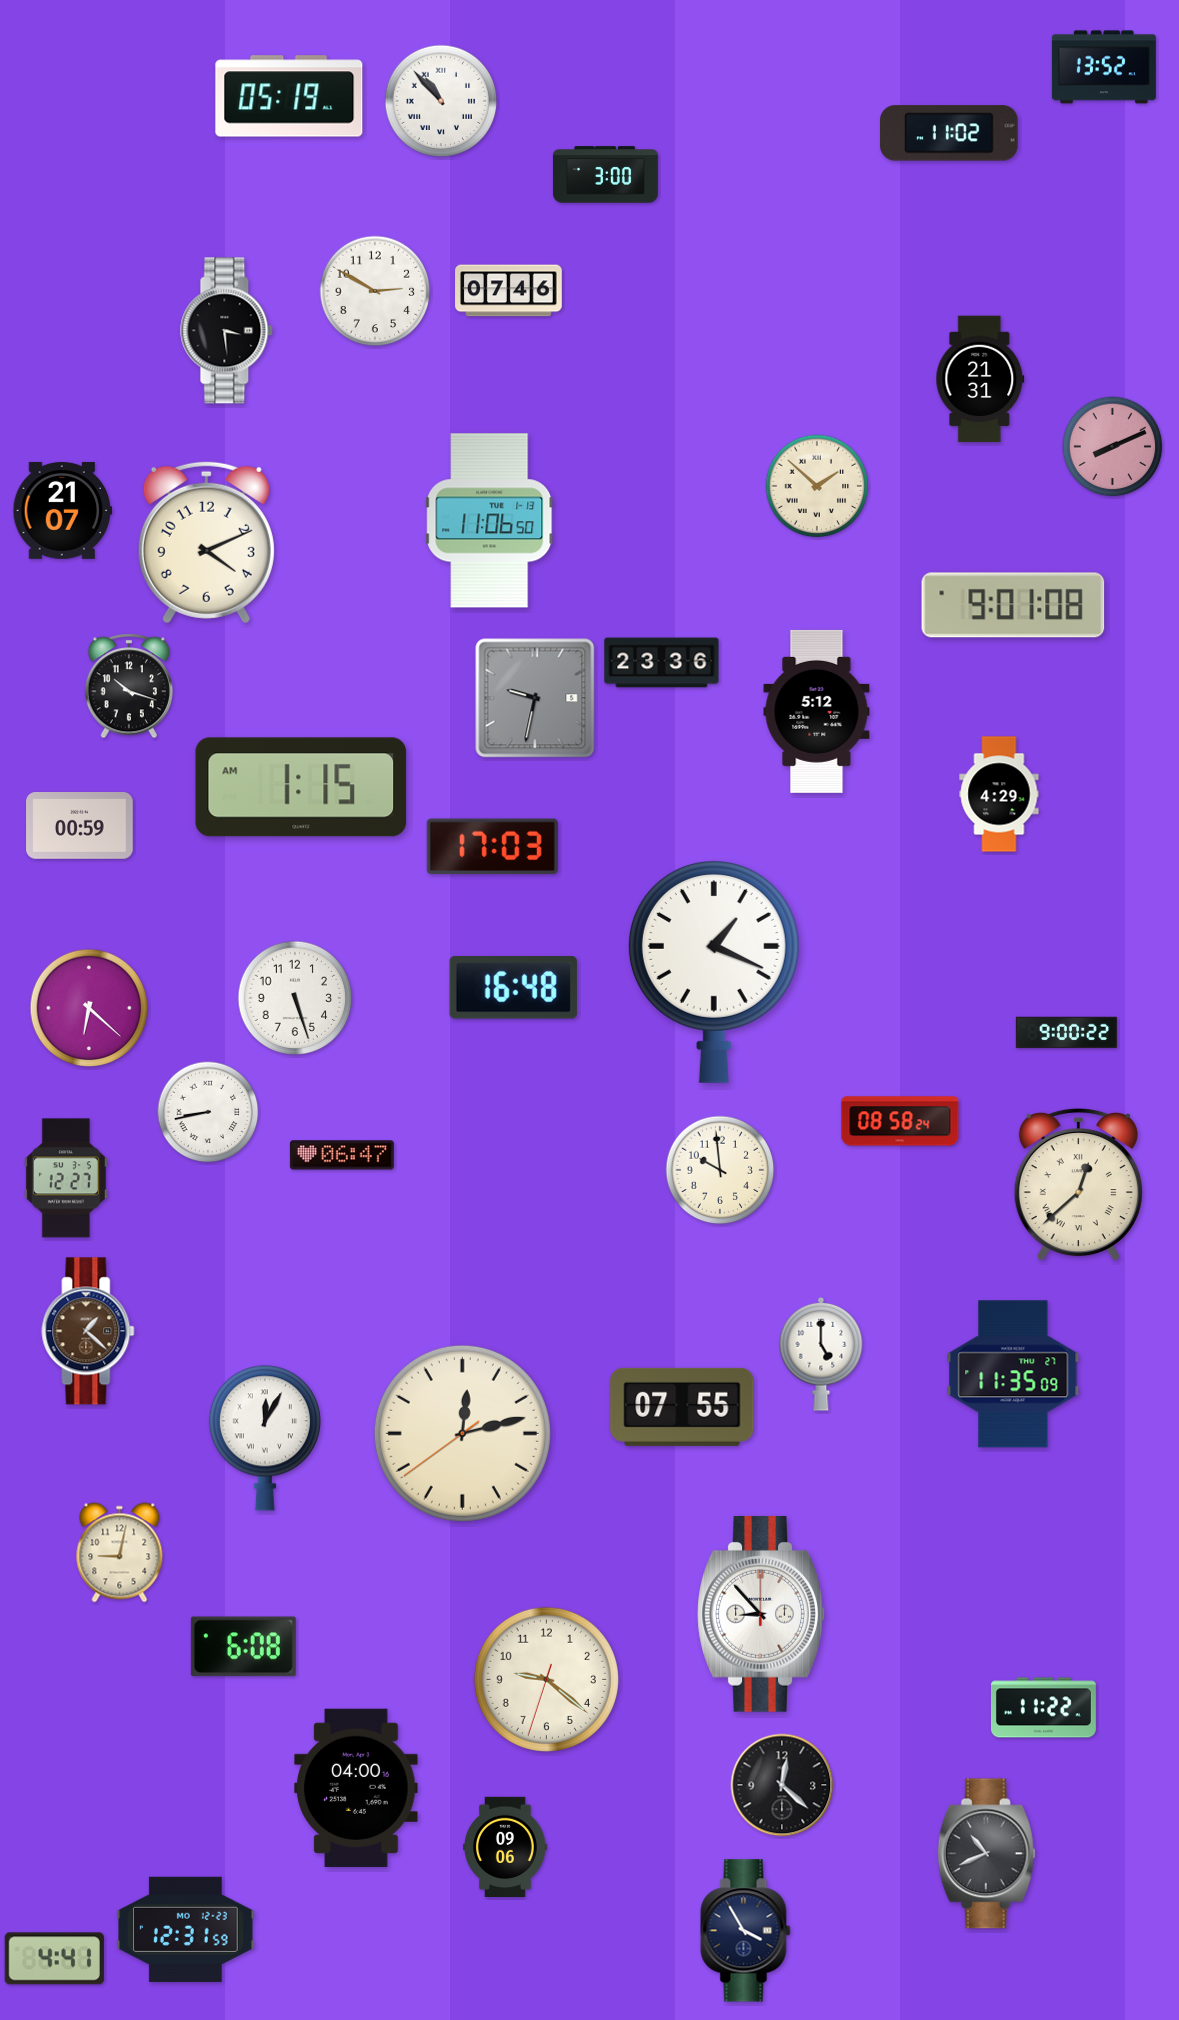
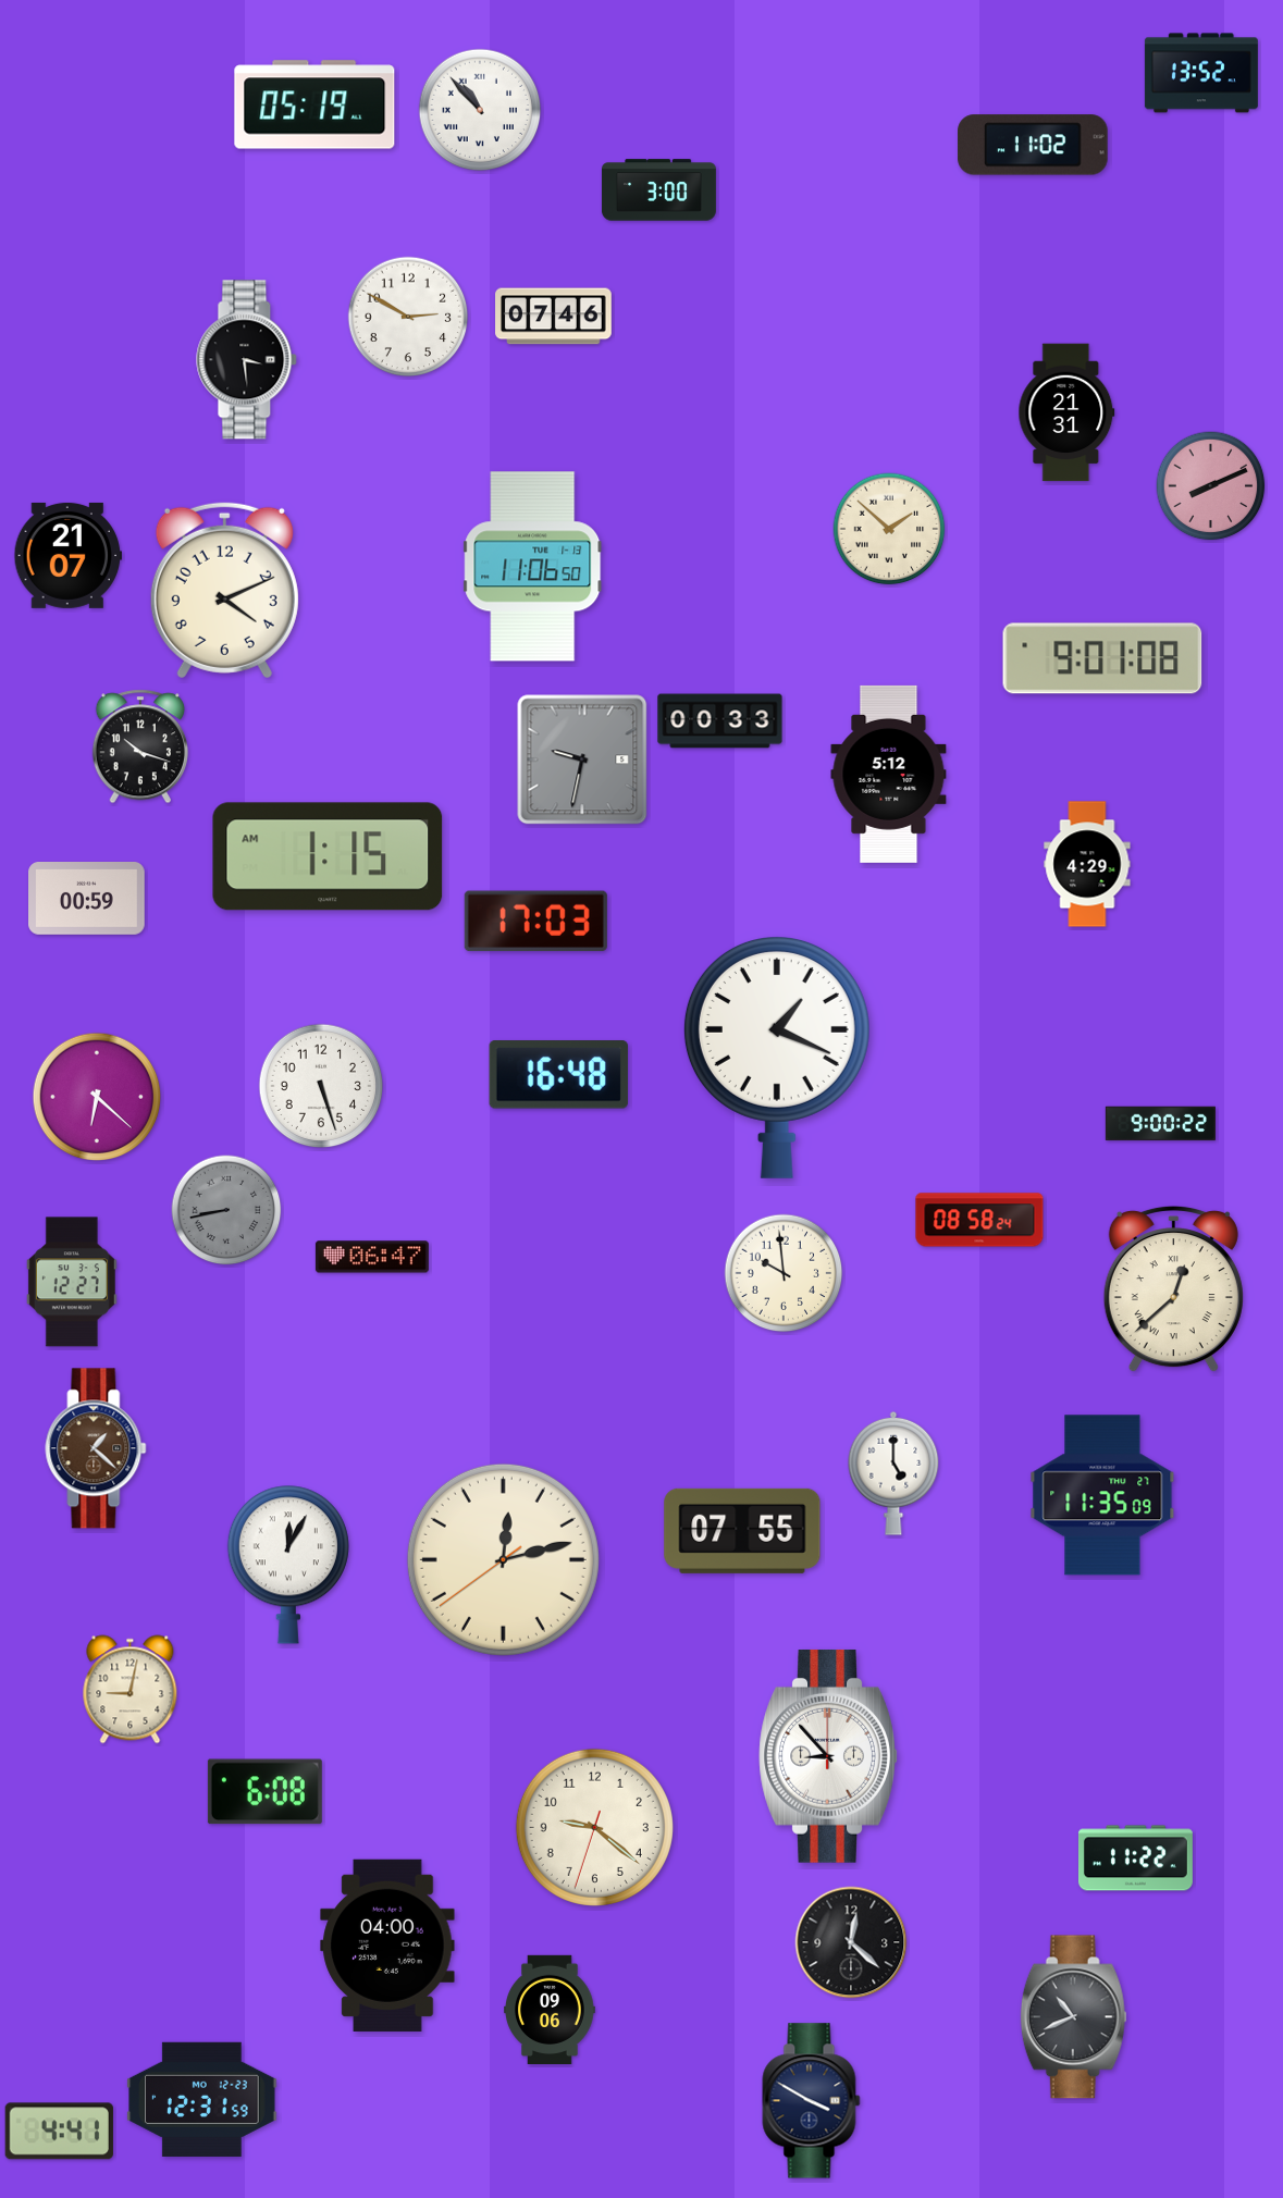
clock at (662, 663): 23:36 -> 00:33
clock at (208, 1112) dial: white -> grey
clock at (746, 1931): 3:55 -> 3:50
